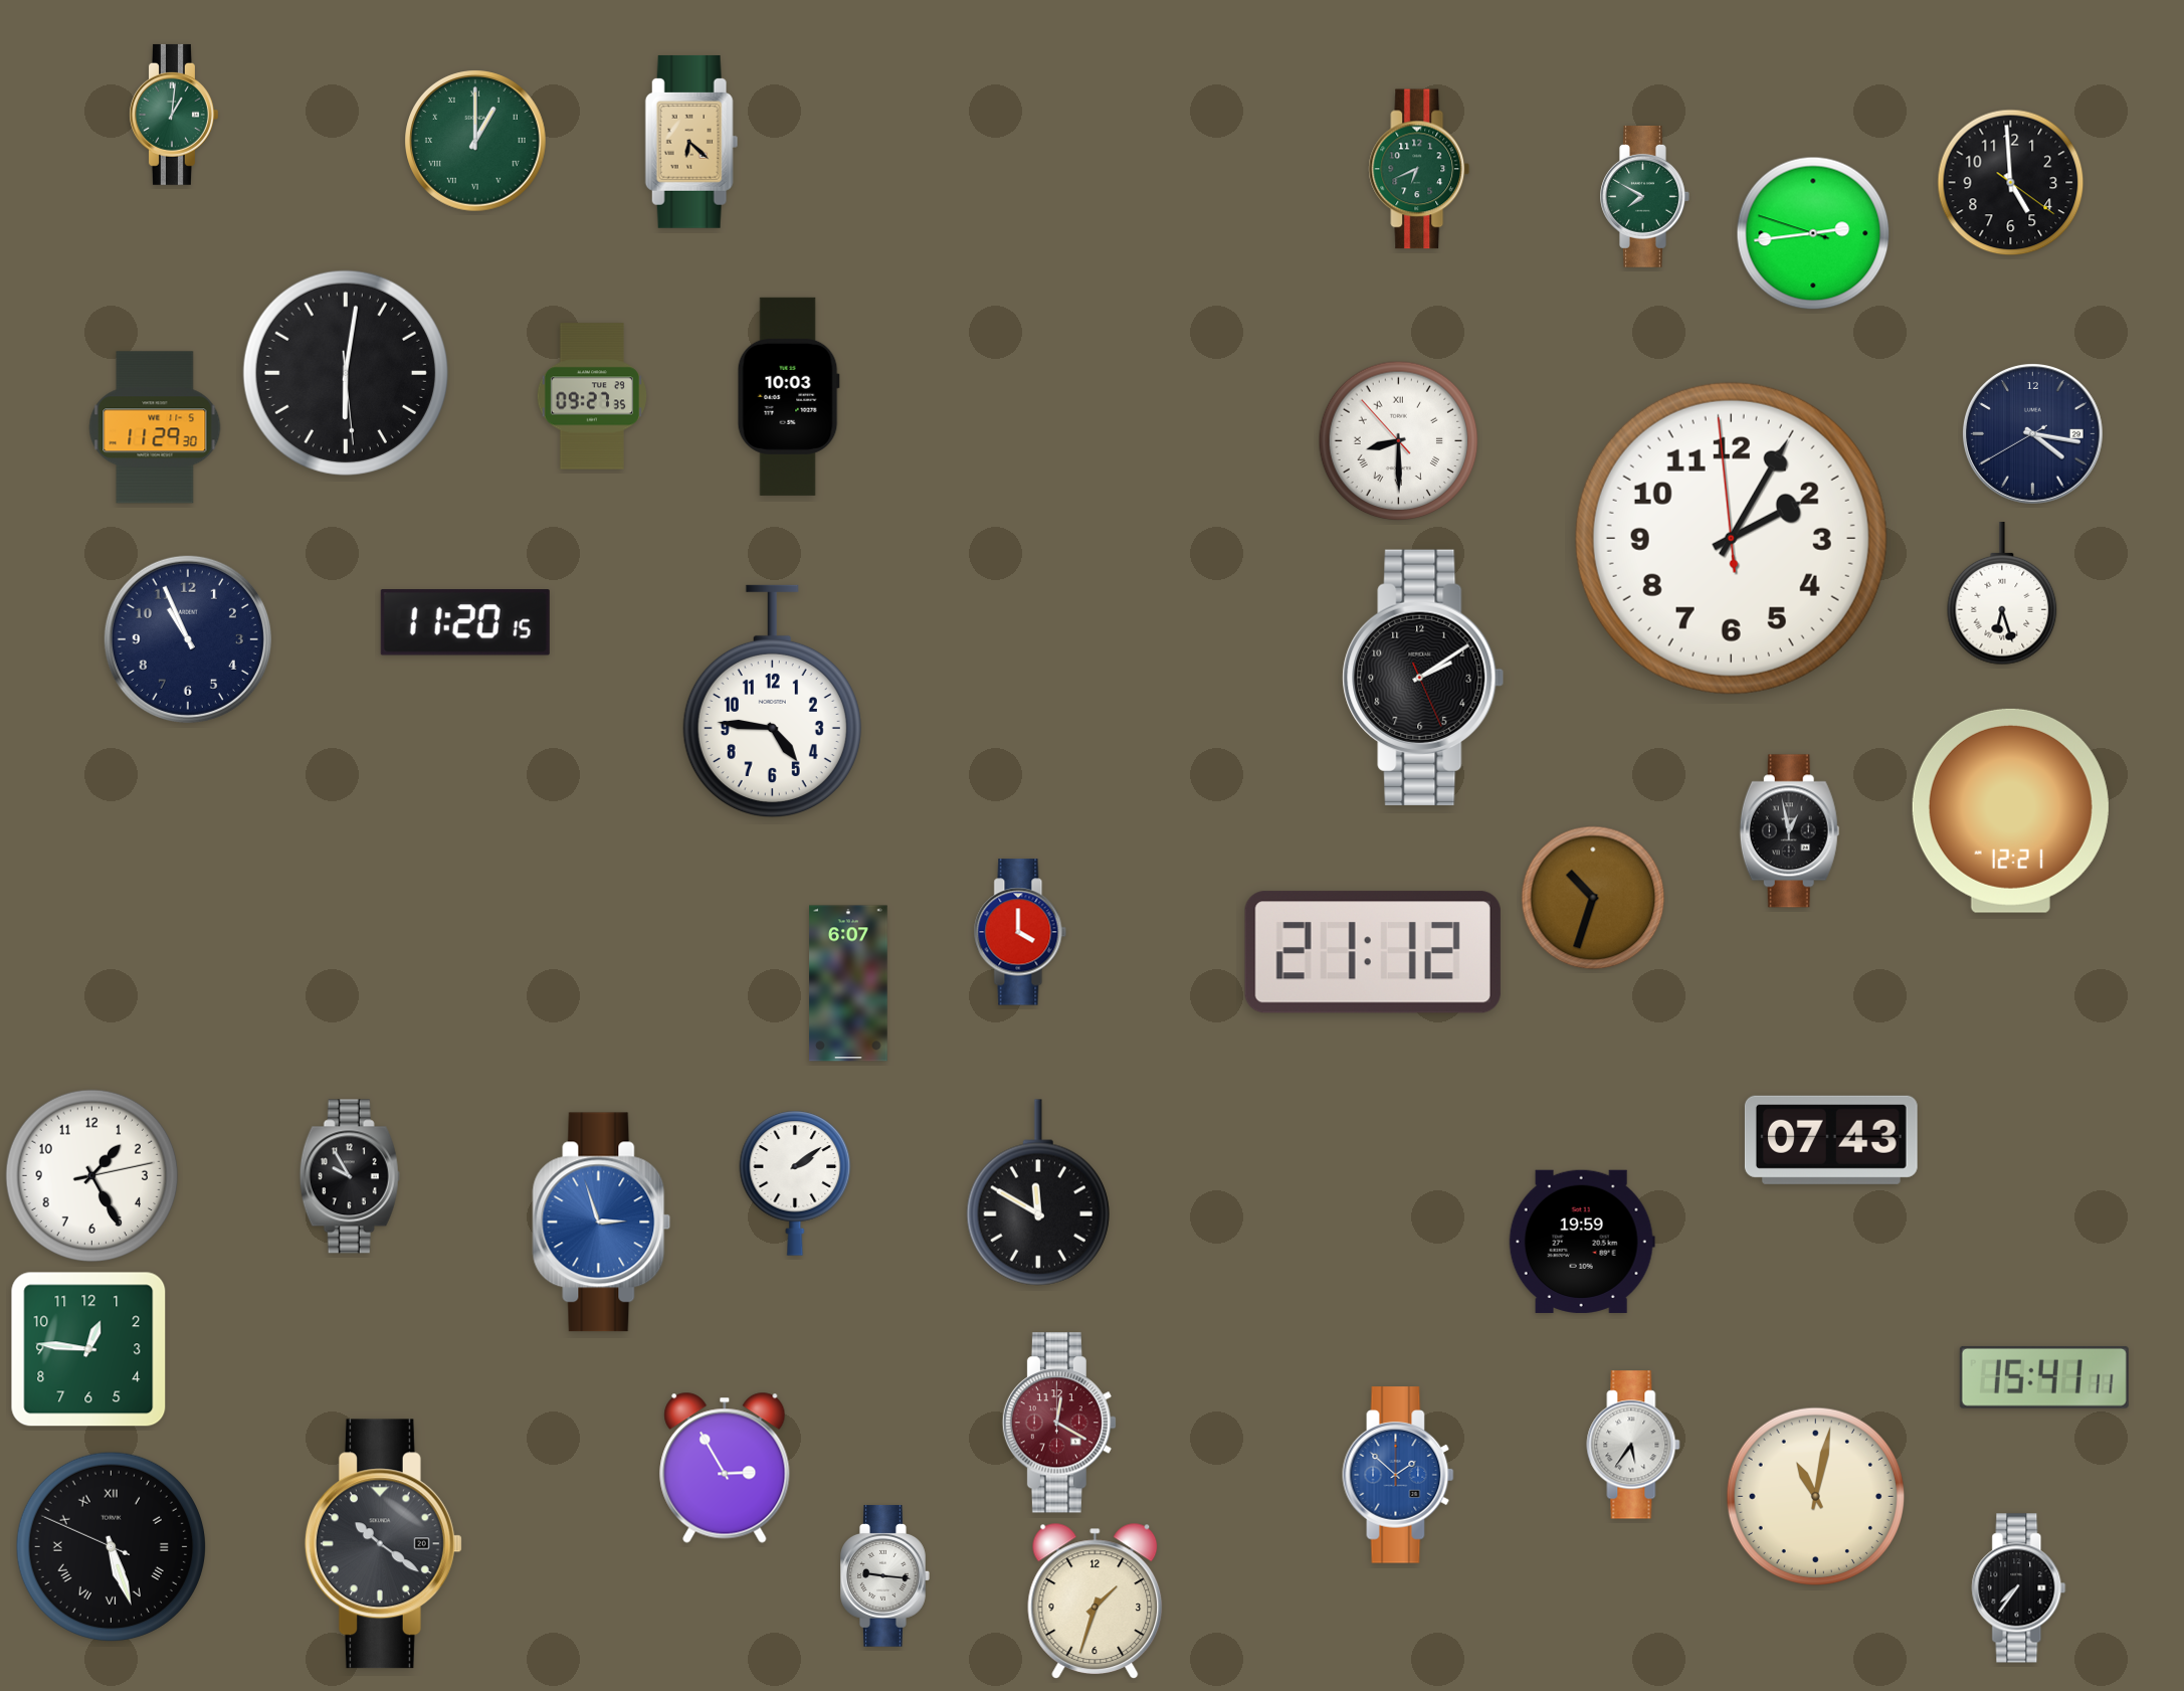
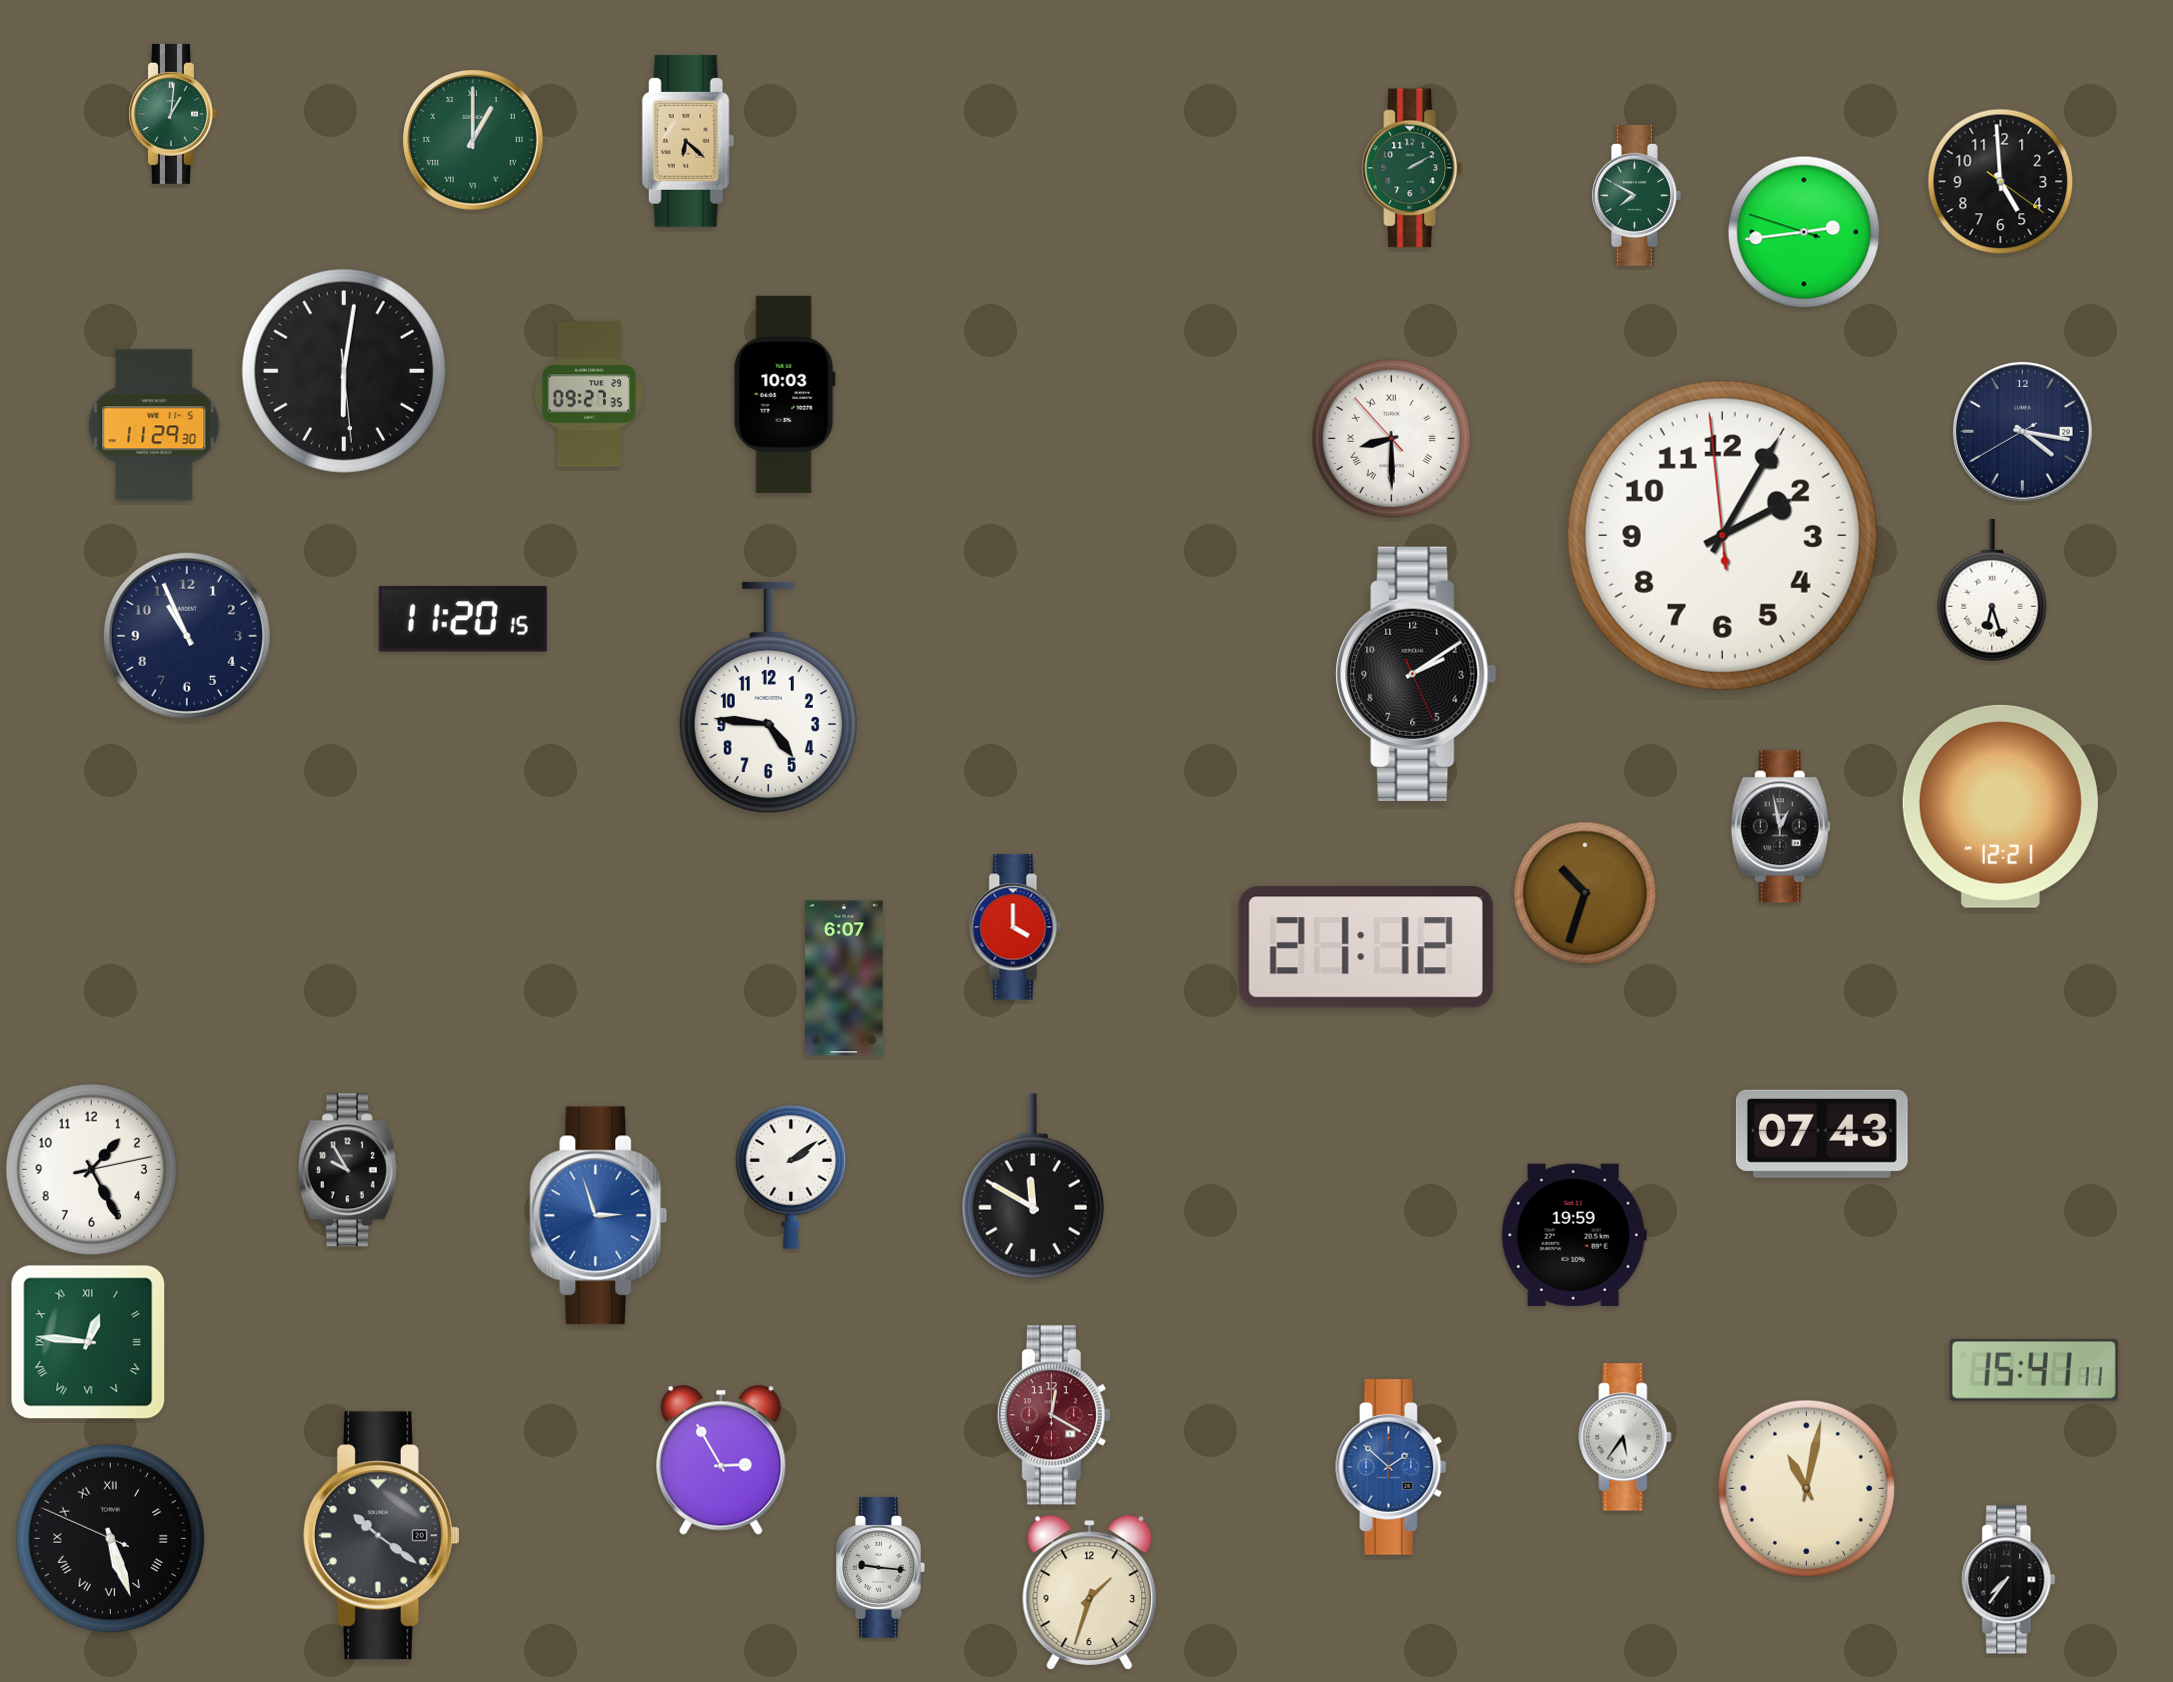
clock at (1419, 169): 6:41 -> 2:10
clock at (88, 1349) numerals: Arabic -> Roman
